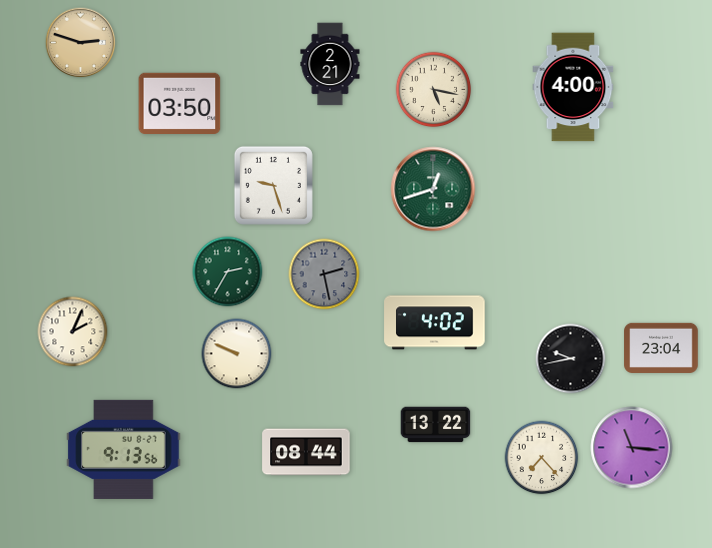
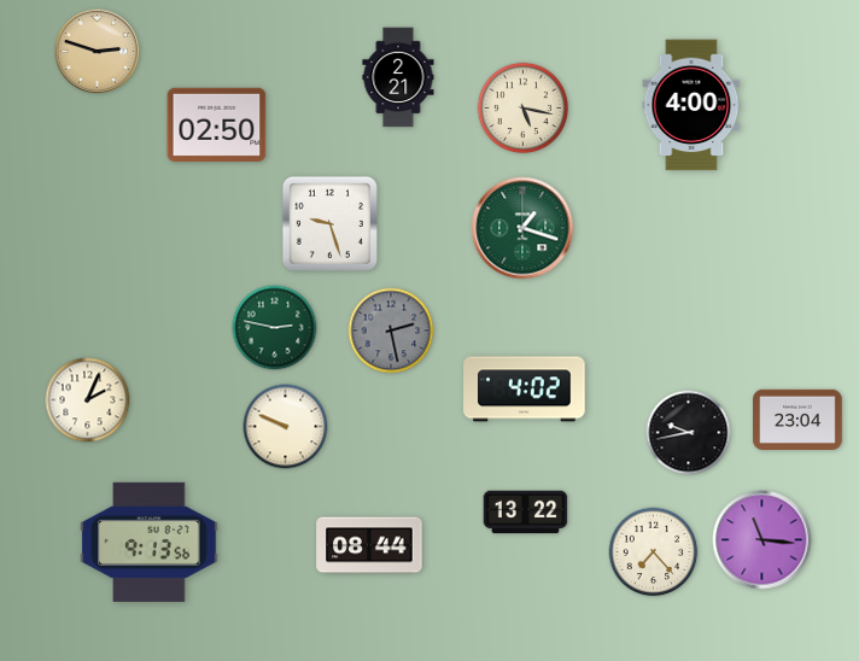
clock at (180, 103): 03:50 -> 02:50
clock at (433, 189): 12:42 -> 1:18
clock at (228, 272): 2:35 -> 2:47
